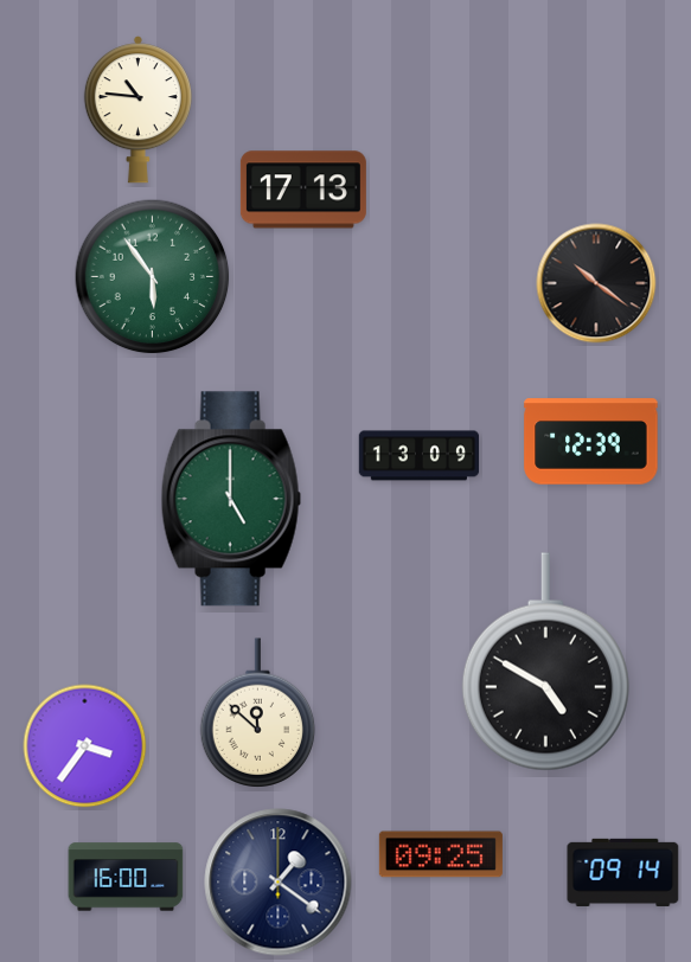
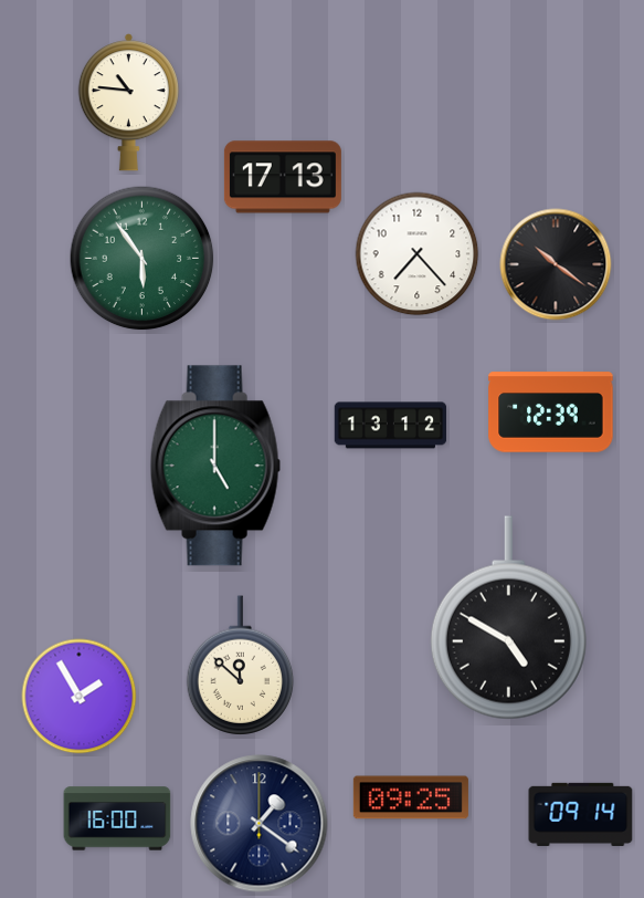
clock at (418, 254): none -> 7:23
clock at (420, 456): 13:09 -> 13:12
clock at (85, 746): 3:36 -> 1:55
